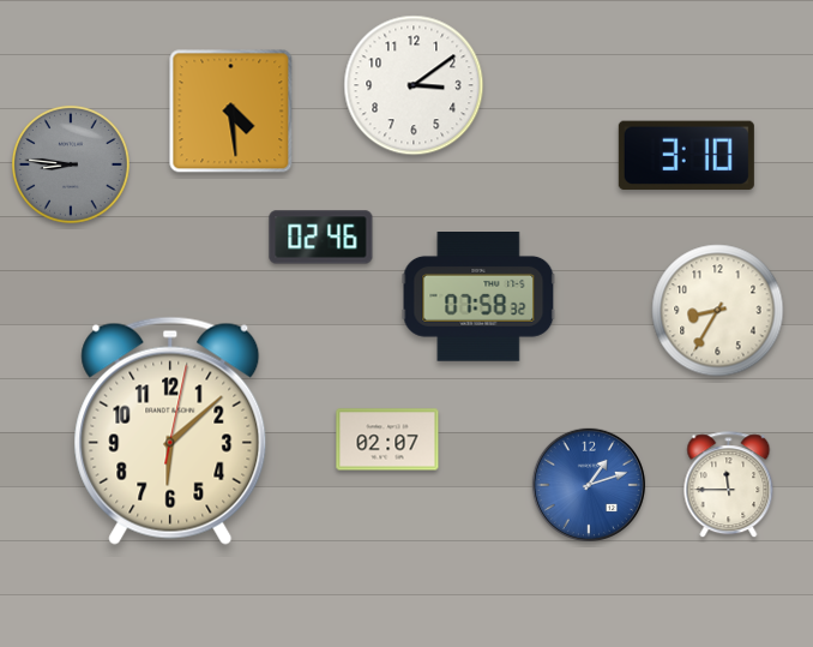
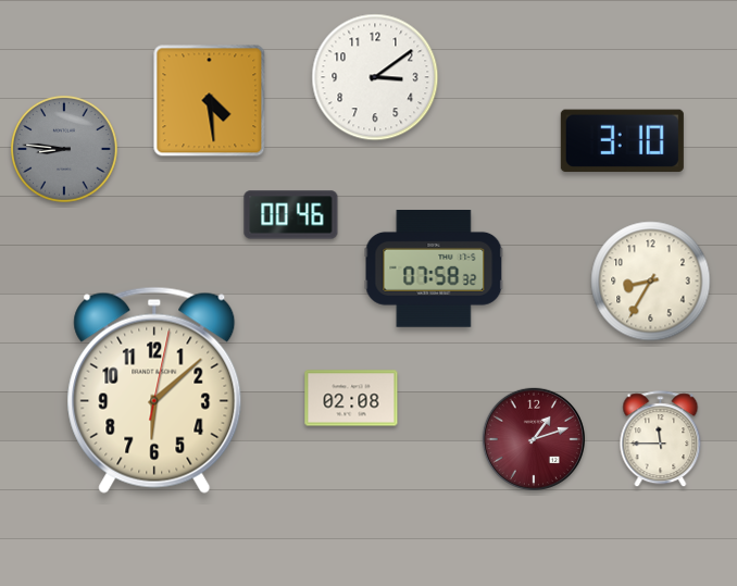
clock at (321, 238): 02:46 -> 00:46
clock at (387, 439): 02:07 -> 02:08
clock at (589, 485) dial: blue -> burgundy
